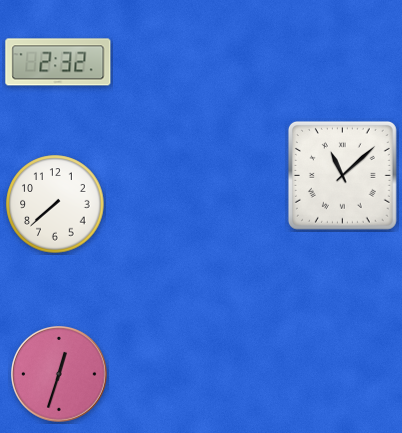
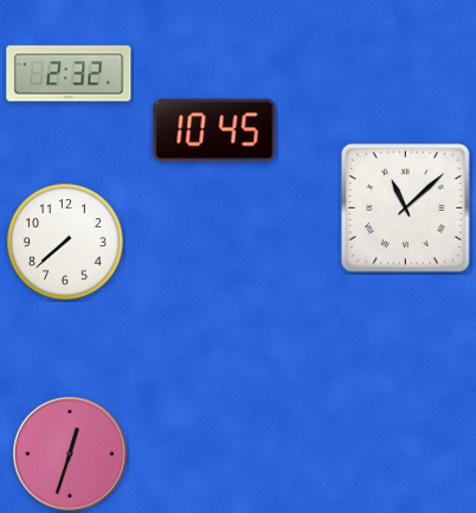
clock at (214, 130): none -> 10:45
clock at (60, 375) position: (60, 375) -> (71, 455)
